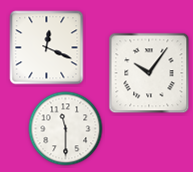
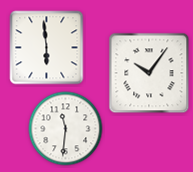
clock at (47, 48): 12:19 -> 5:59
clock at (66, 129): 11:30 -> 11:31
